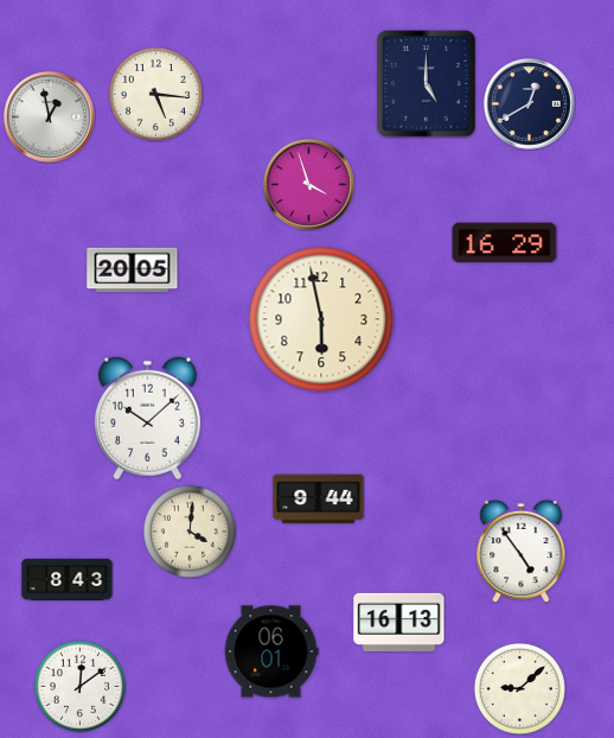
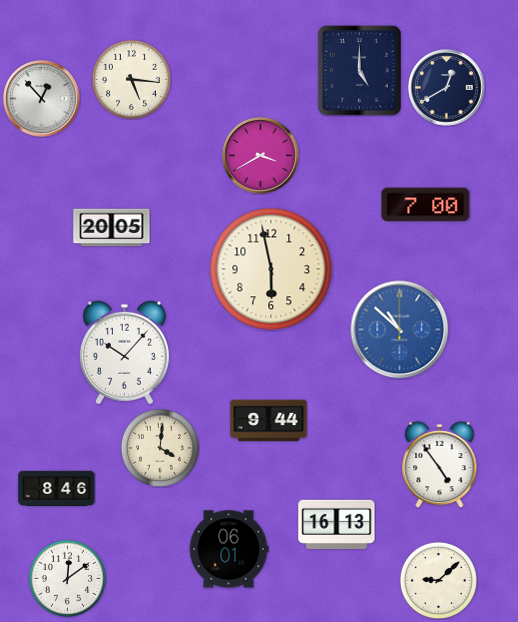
clock at (50, 117): 12:58 -> 12:53
clock at (309, 185): 3:57 -> 3:40
clock at (505, 243): 16:29 -> 7:00
clock at (400, 330): none -> 10:52
clock at (147, 419): 10:08 -> 10:07
clock at (68, 579): 8:43 -> 8:46
